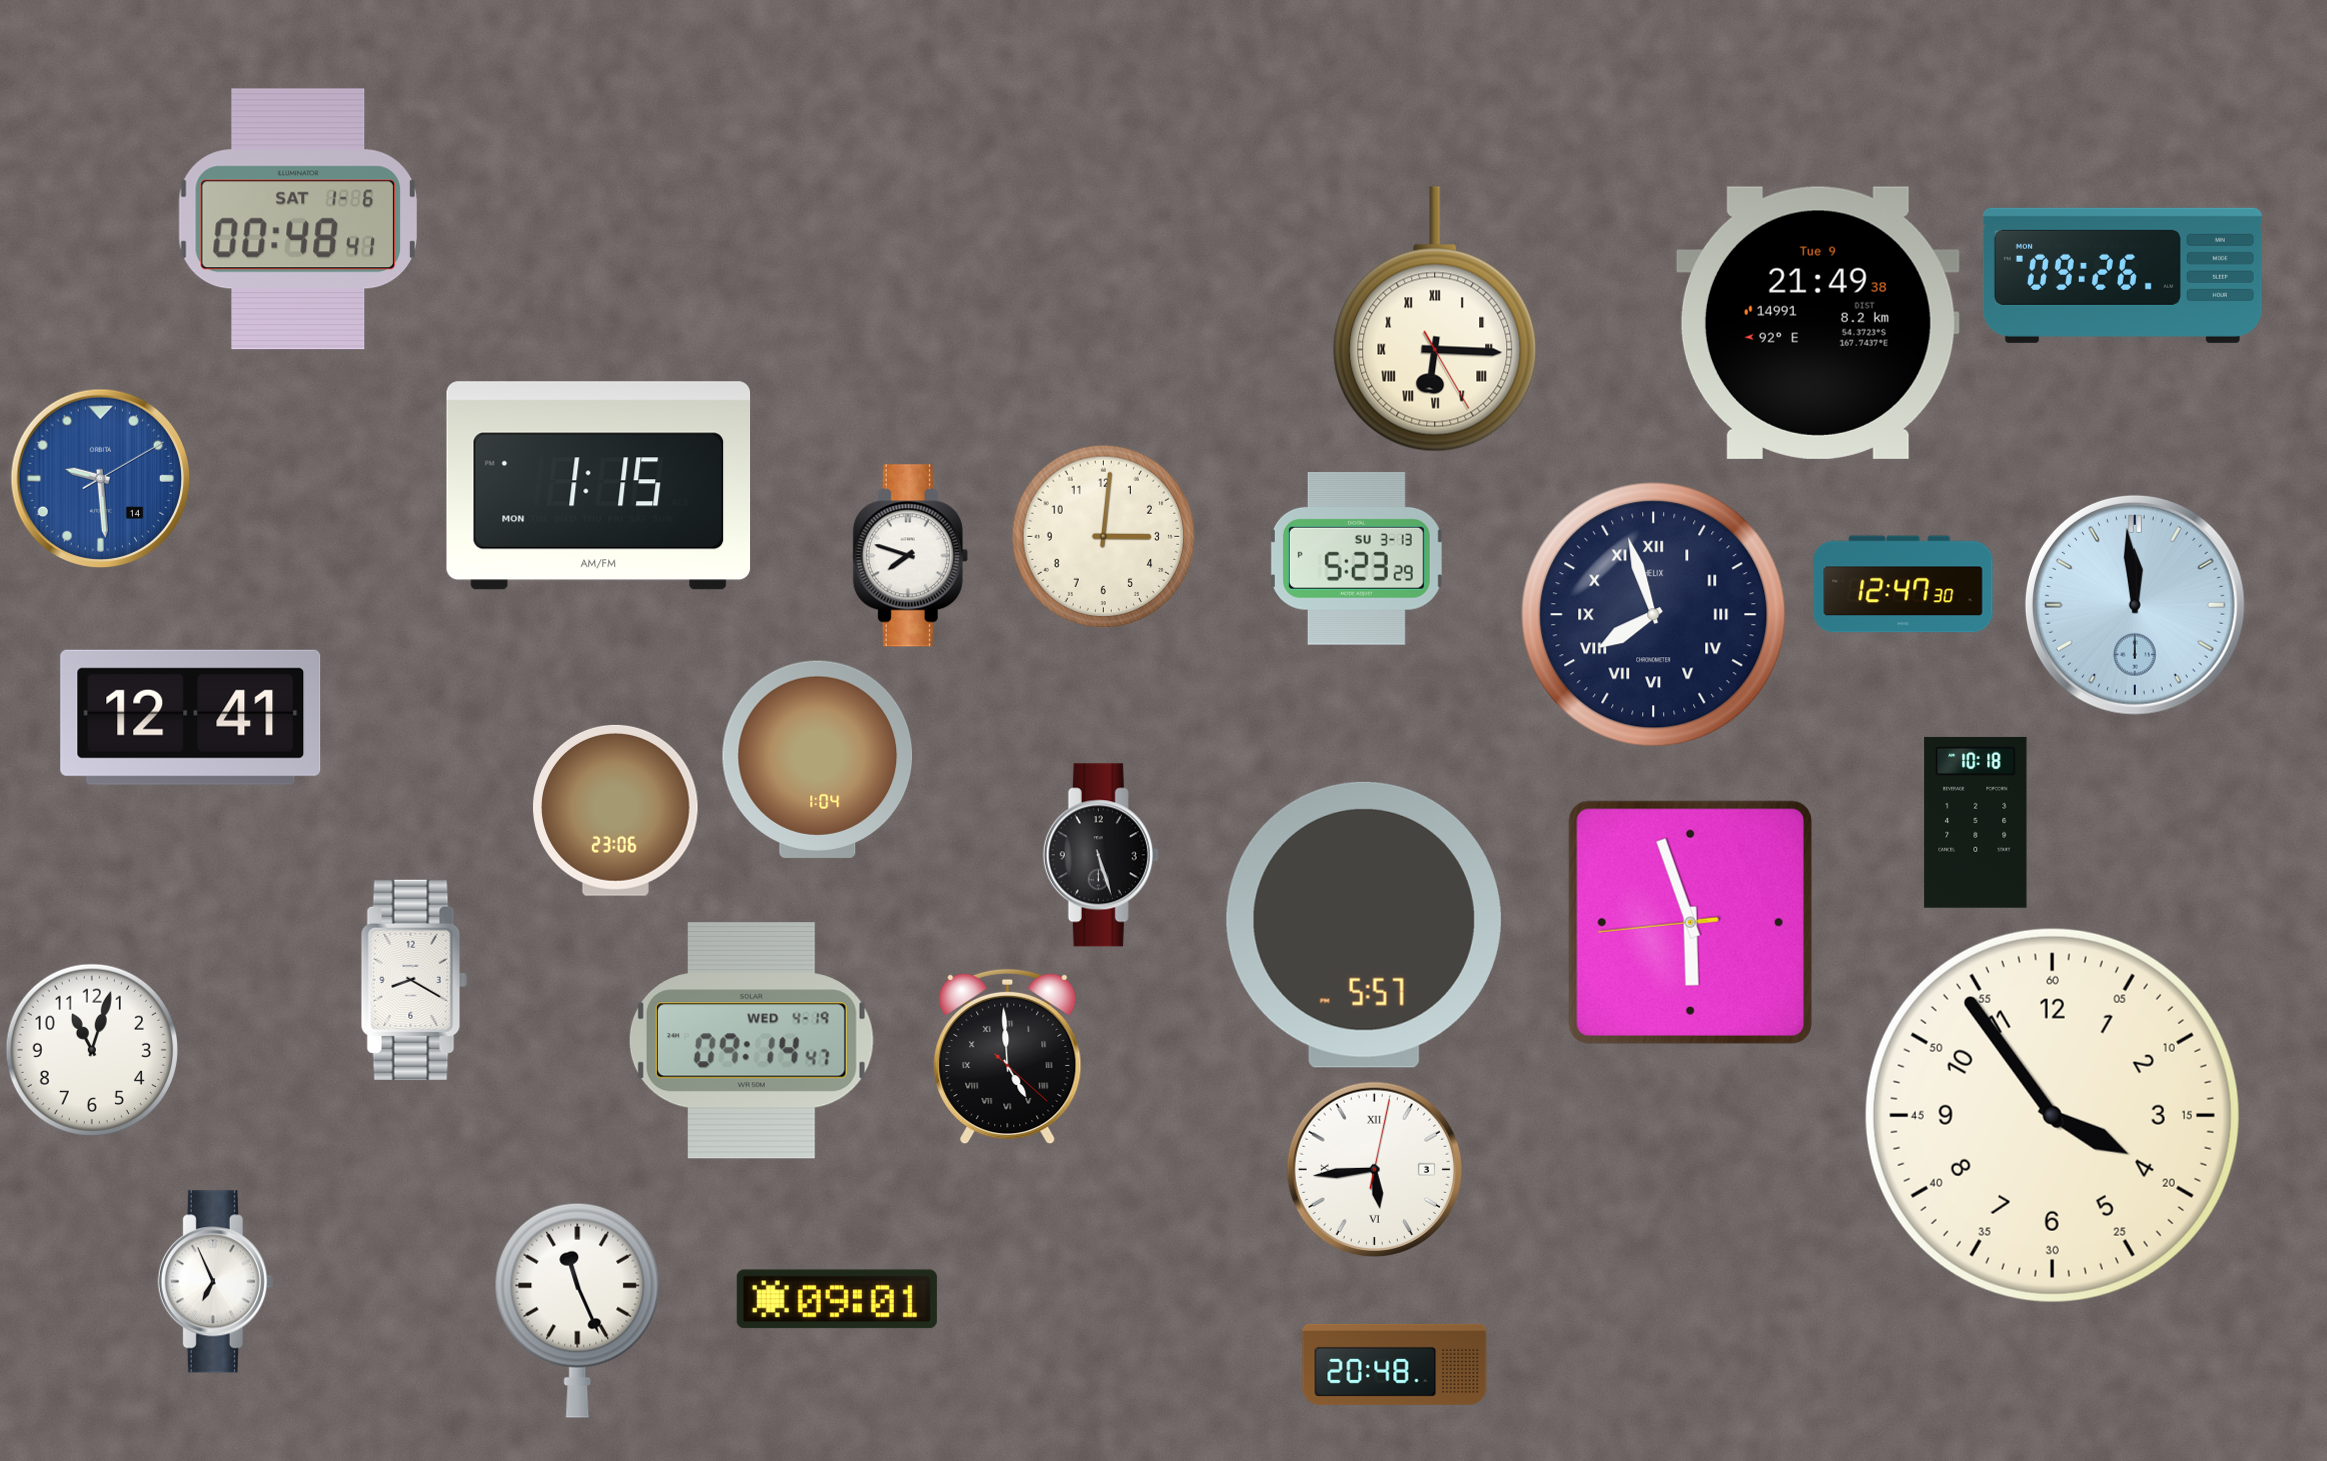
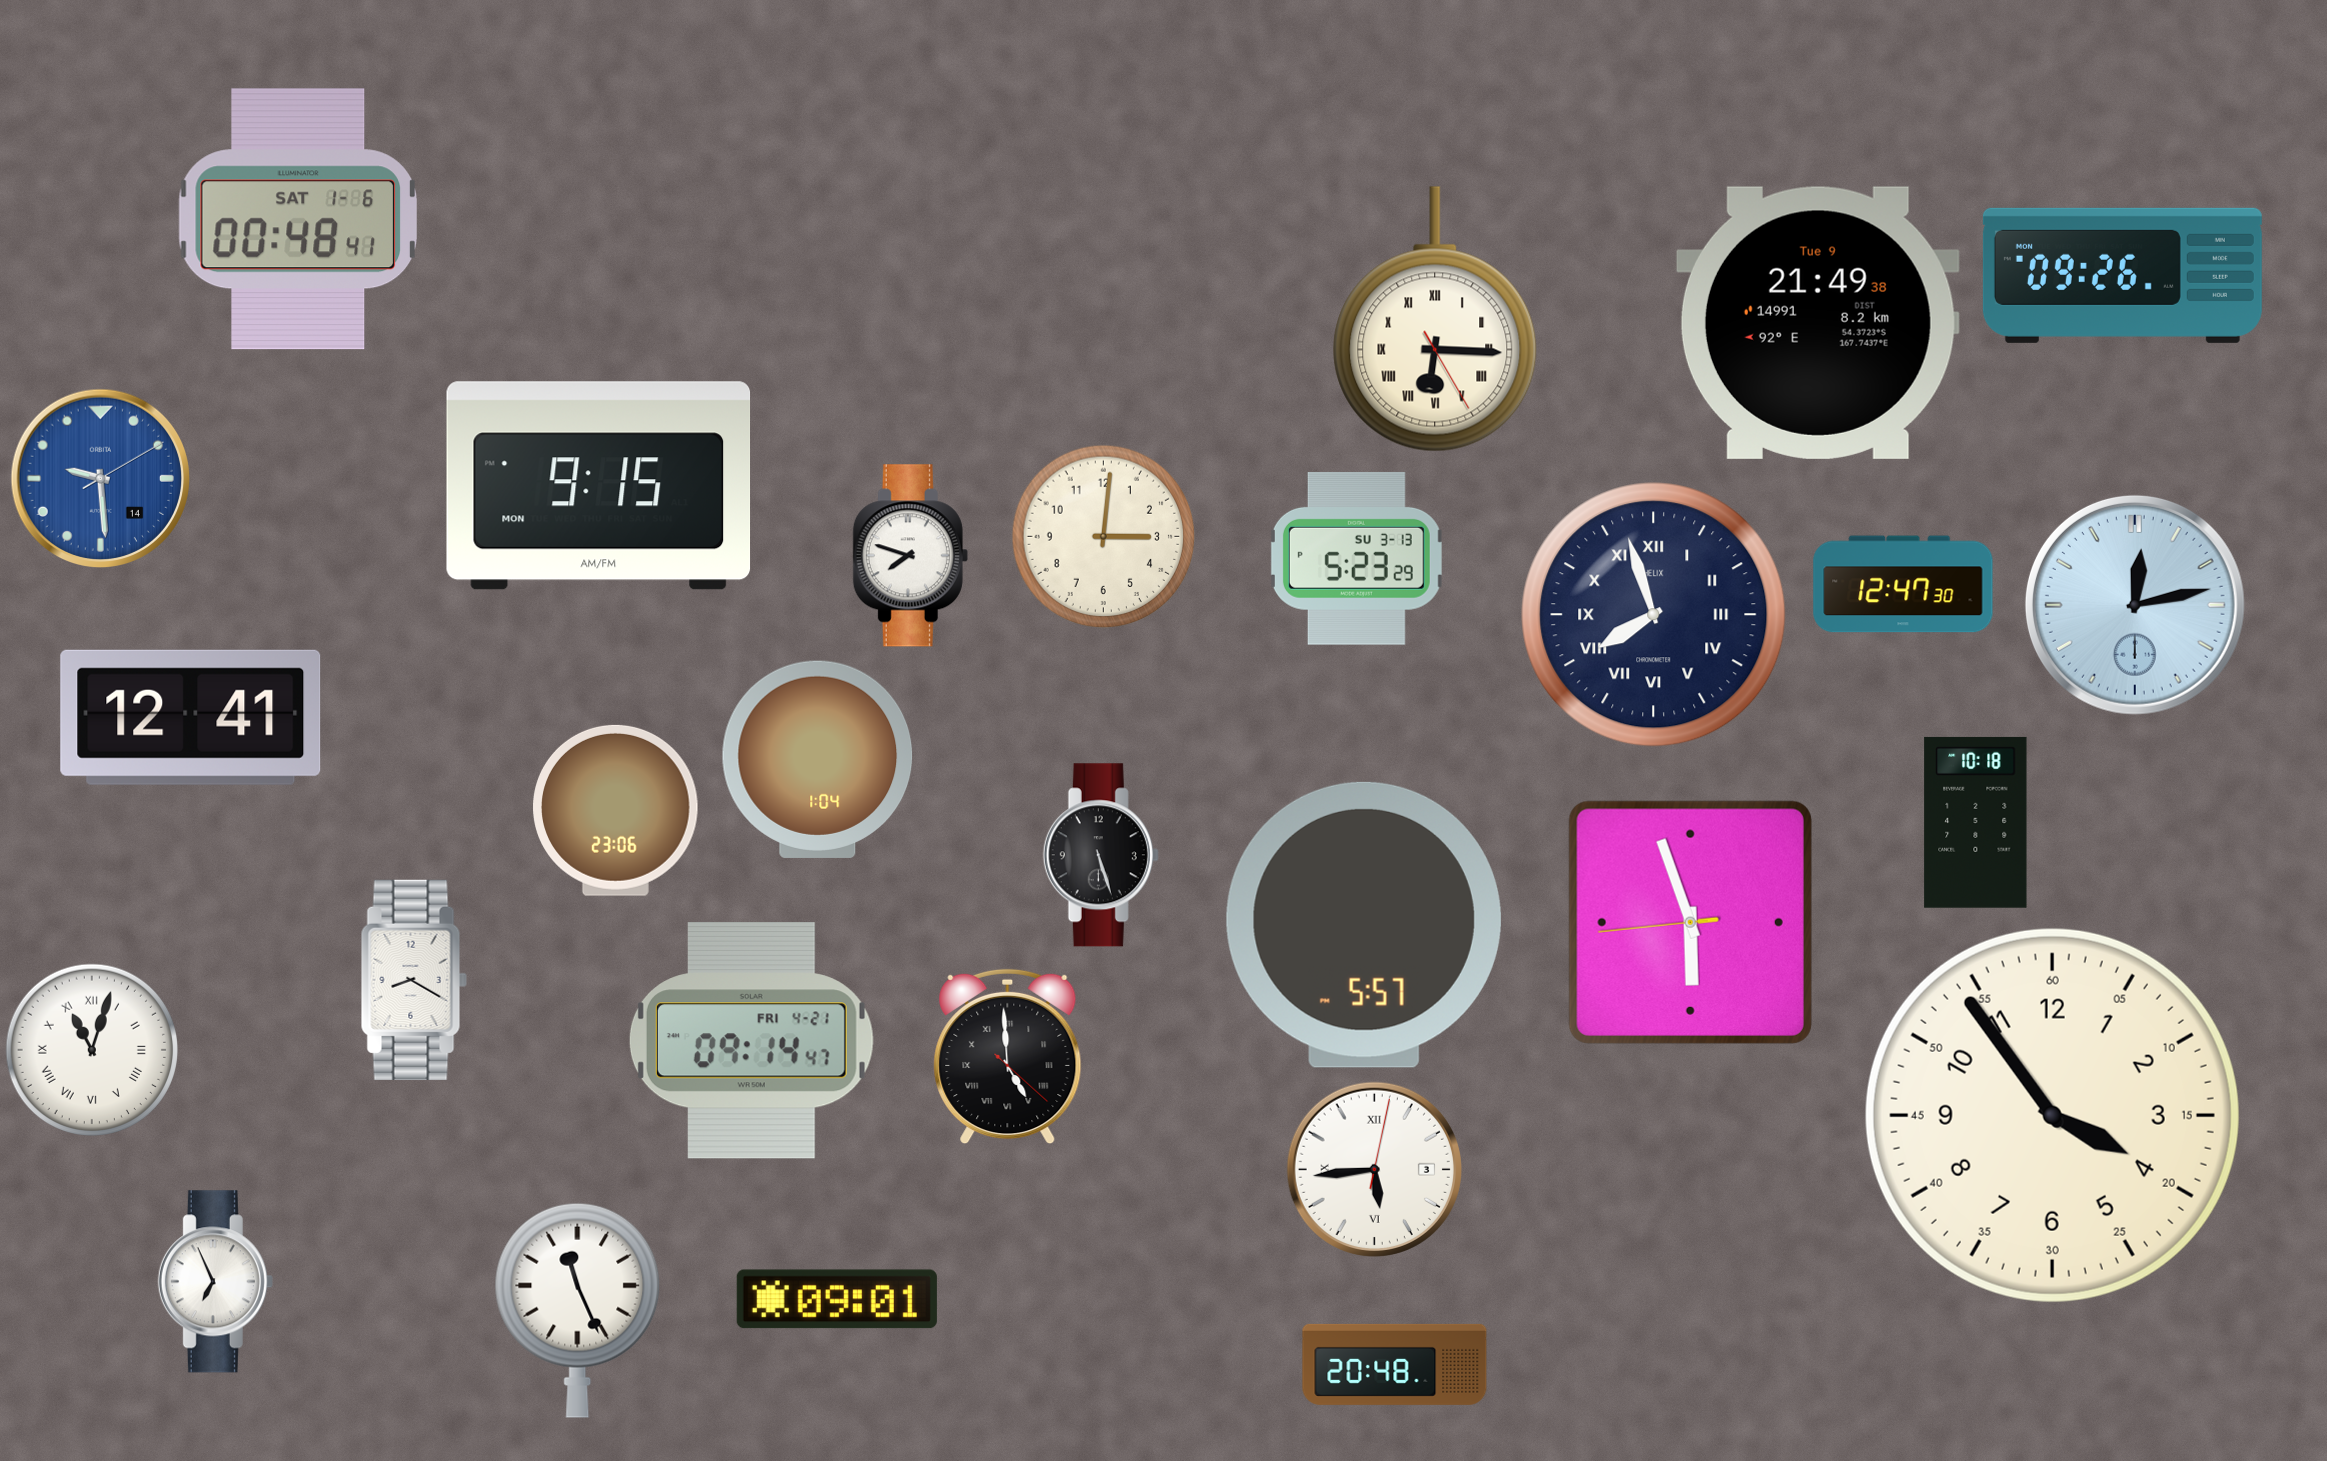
clock at (599, 486): 1:15 -> 9:15
clock at (2135, 605): 11:59 -> 12:13
clock at (751, 1041) date: WED 4-19 -> FRI 4-21
clock at (91, 1049) numerals: Arabic -> Roman
